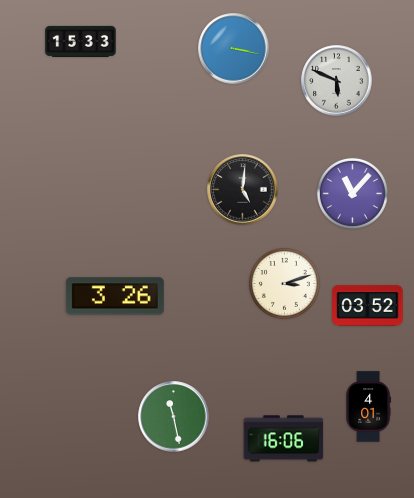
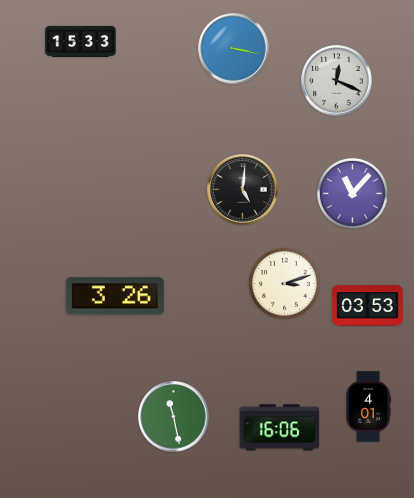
clock at (337, 81): 5:49 -> 12:19
clock at (368, 306): 03:52 -> 03:53
clock at (284, 439) position: (284, 439) -> (280, 428)
